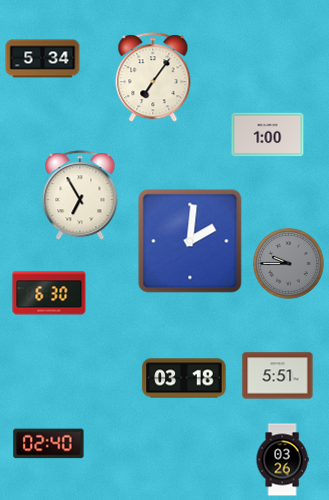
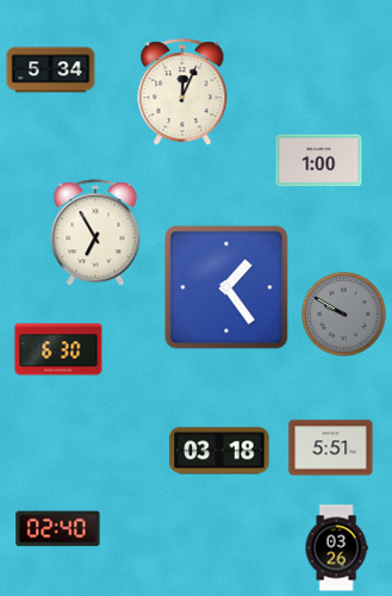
clock at (153, 78): 7:06 -> 12:04
clock at (190, 241): 2:01 -> 1:24
clock at (289, 264): 9:45 -> 9:50
